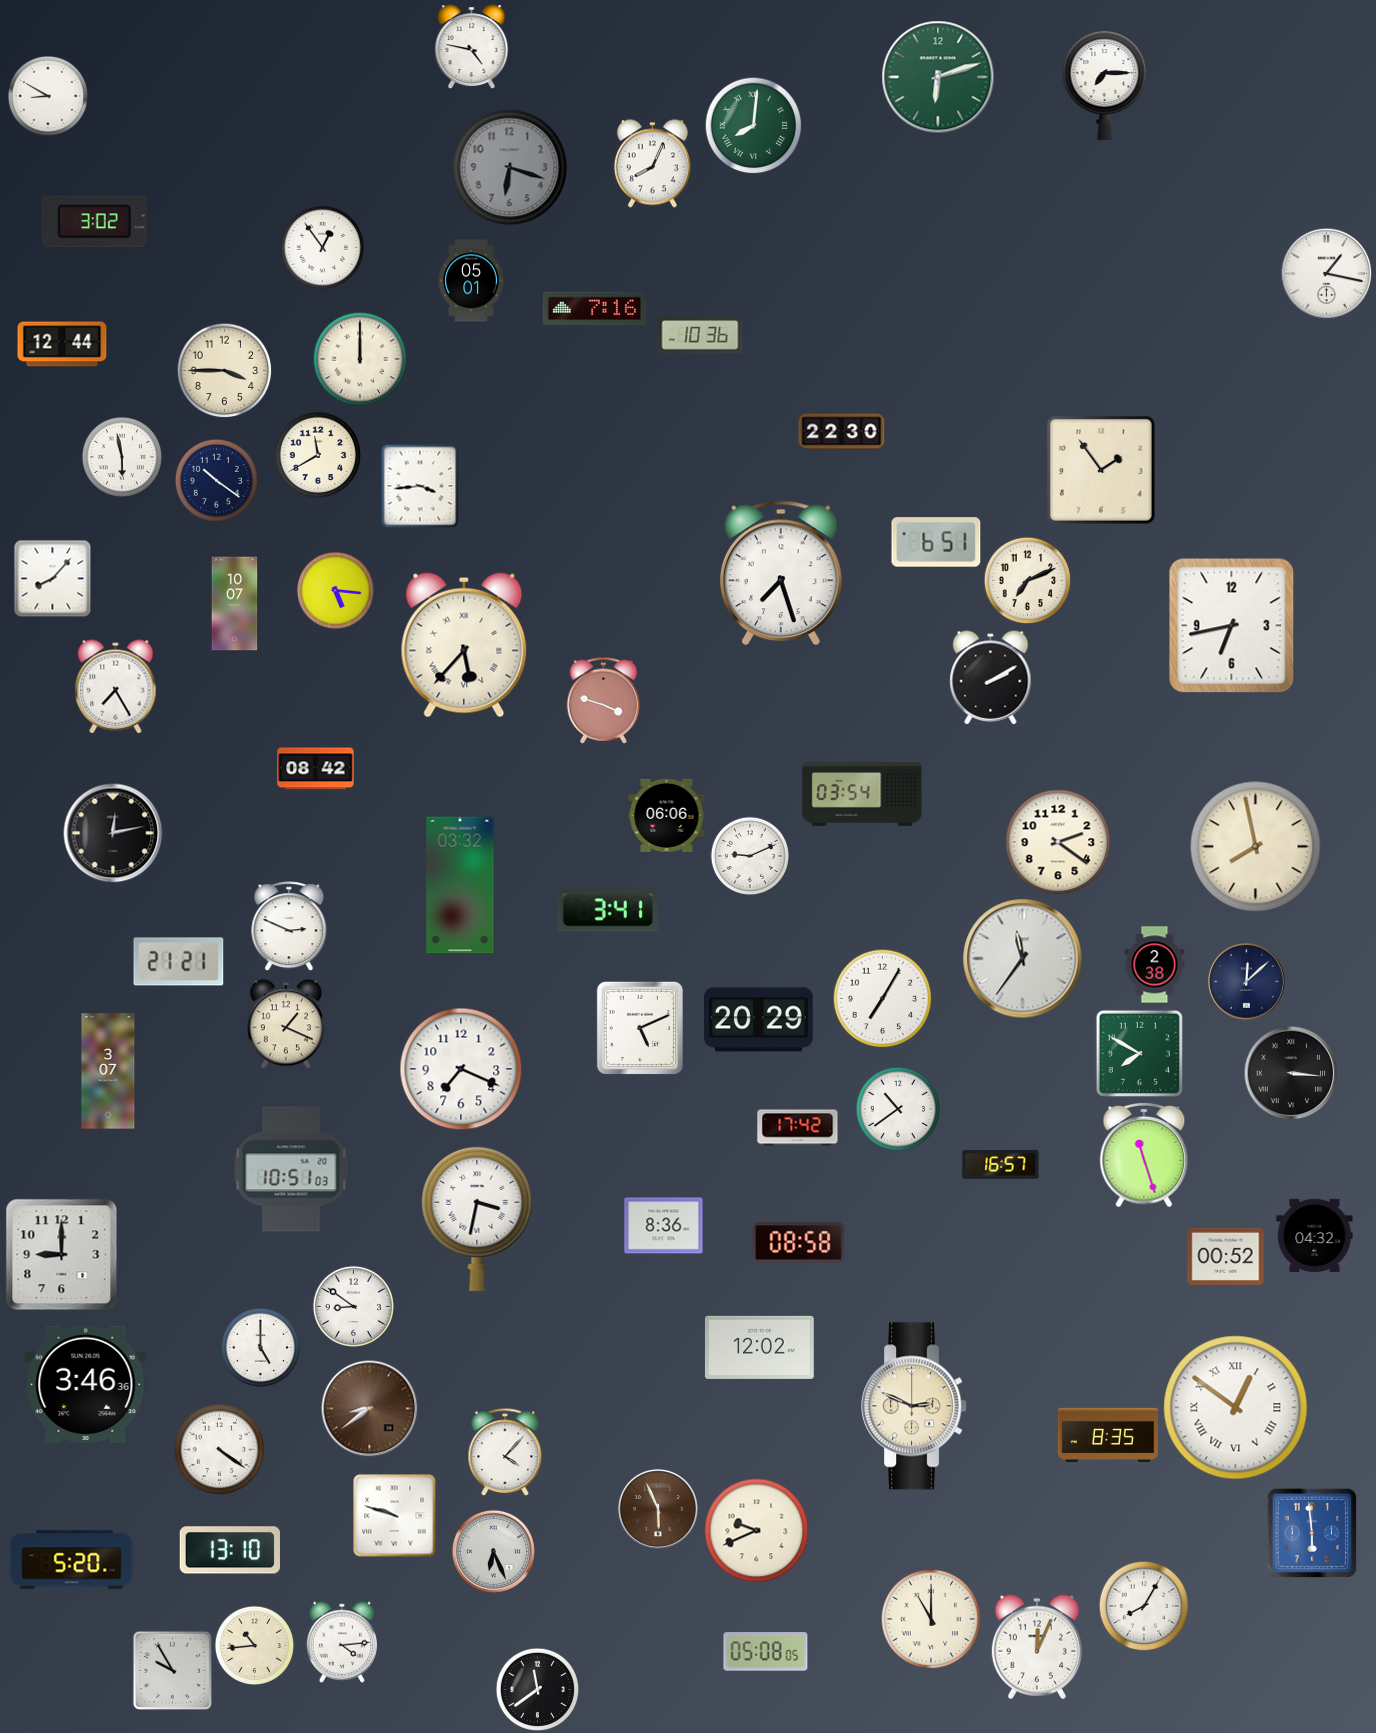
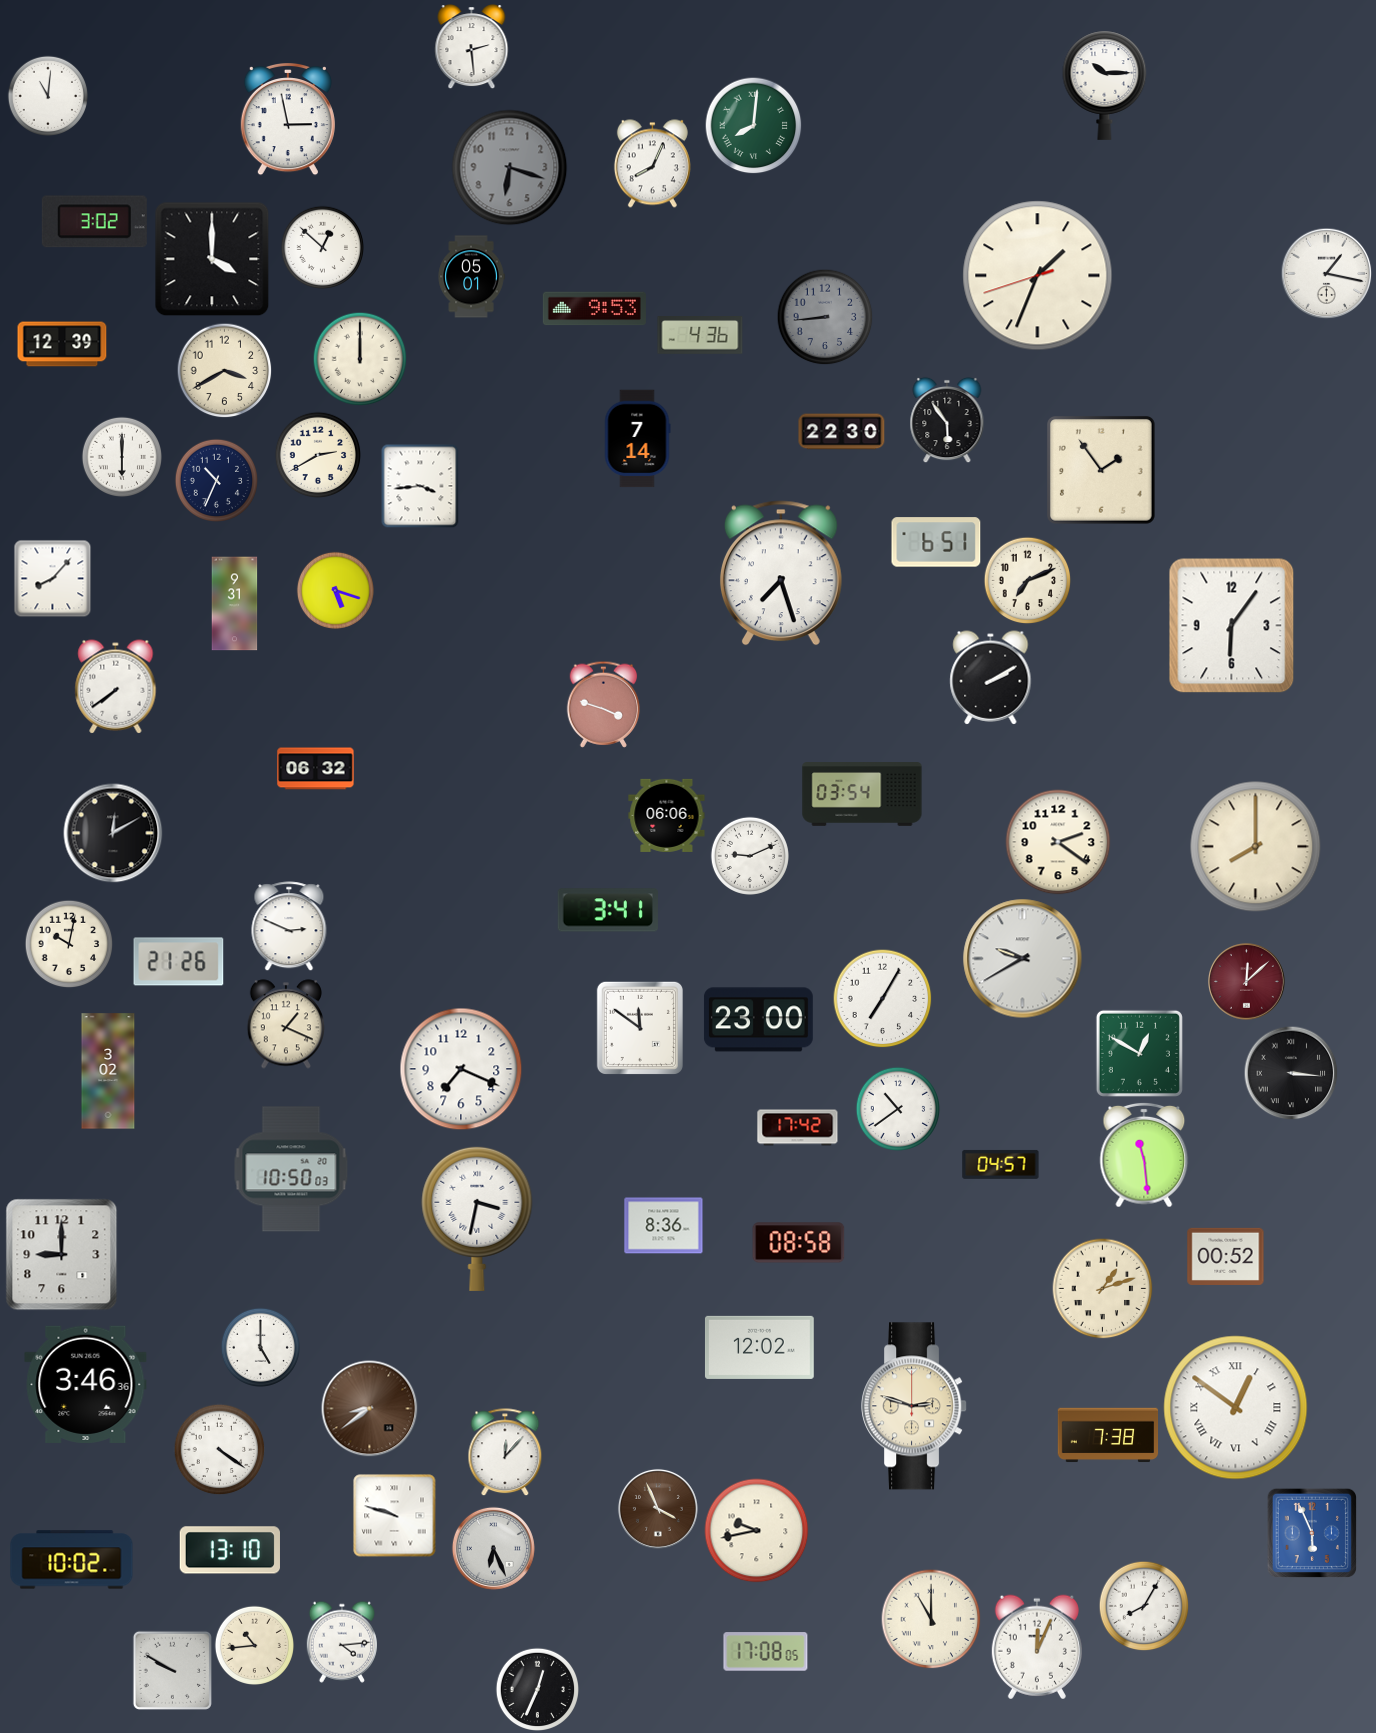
clock at (472, 47): 4:47 -> 2:29
clock at (938, 77): 6:12 -> none
clock at (1105, 85): 7:15 -> 10:15
clock at (47, 95): 8:50 -> 11:01
clock at (288, 120): none -> 2:58
clock at (322, 247): 12:54 -> 12:52
clock at (212, 259): none -> 4:00
clock at (1038, 276): none -> 1:33
clock at (471, 281) position: (471, 281) -> (471, 277)
clock at (594, 309): 7:16 -> 9:53
clock at (825, 317): none -> 8:44
clock at (700, 335): 10:36 -> 4:36
clock at (62, 344): 12:44 -> 12:39
clock at (224, 370): 3:45 -> 3:40
clock at (947, 420): none -> 5:54
clock at (637, 439): none -> 7:14
clock at (318, 455): 11:40 -> 2:40
clock at (121, 456): 5:58 -> 6:00
clock at (216, 480): 10:21 -> 10:34
clock at (335, 590): 5:16 -> 5:18
clock at (235, 604): 10:07 -> 9:31
clock at (1232, 626): 6:43 -> 6:06
clock at (464, 645): 5:37 -> none
clock at (116, 687): 7:25 -> 7:39
clock at (604, 700) position: (604, 700) -> (604, 704)
clock at (316, 769): 08:42 -> 06:32
clock at (113, 833): 12:13 -> 12:10
clock at (1256, 847): 7:58 -> 8:00
clock at (460, 885): 03:32 -> none
clock at (69, 944): none -> 10:02
clock at (1023, 959): 11:36 -> 9:40
clock at (179, 962): 21:21 -> 21:26
clock at (1155, 965): 2:38 -> none
clock at (1247, 982) dial: navy -> burgundy
clock at (758, 1020): 20:29 -> 23:00
clock at (640, 1028): 5:11 -> 11:51
clock at (1139, 1053): 7:50 -> 12:50
clock at (108, 1071): 3:07 -> 3:02
clock at (1144, 1155): 11:27 -> 11:29
clock at (1001, 1164): 16:57 -> 04:57
clock at (291, 1169): 10:51 -> 10:50
clock at (1315, 1235): 04:32 -> none
clock at (1103, 1289): none -> 1:12
clock at (353, 1306): 8:51 -> none
clock at (915, 1406): 2:49 -> 2:48
clock at (1108, 1435): 8:35 -> 7:38
clock at (505, 1452): 4:07 -> 12:07
clock at (658, 1509): 5:56 -> 3:56
clock at (757, 1531): 9:41 -> 9:43
clock at (1312, 1533): 5:59 -> 5:56
clock at (493, 1551) position: (493, 1551) -> (493, 1548)
clock at (72, 1560): 5:20 -> 10:02
clock at (766, 1652): 05:08 -> 17:08
clock at (172, 1670): 9:55 -> 9:50
clock at (537, 1689): 11:39 -> 12:34
